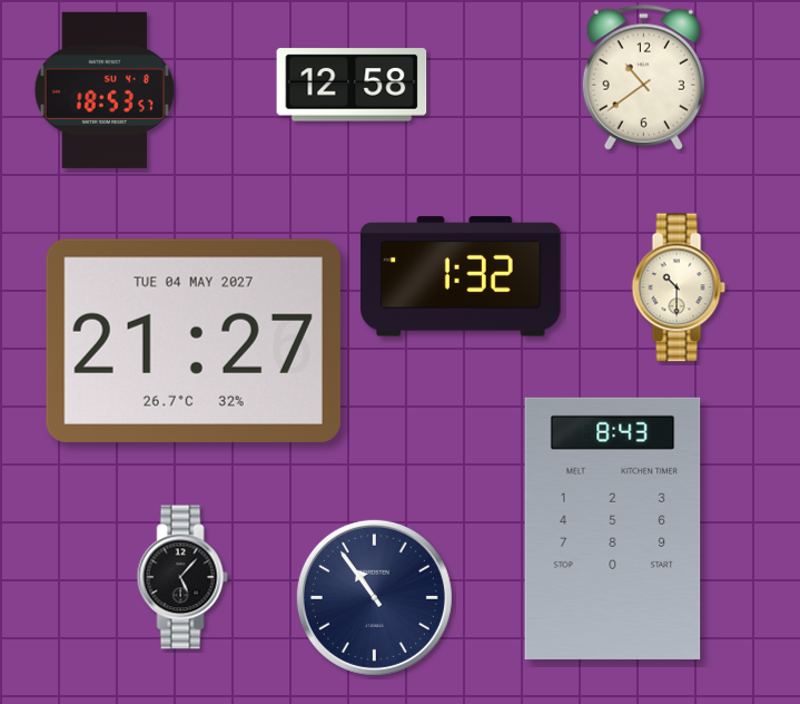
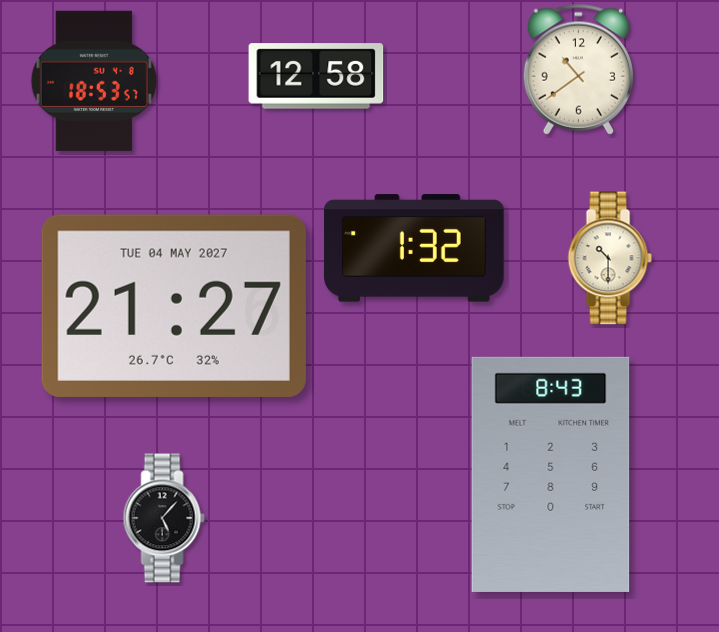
clock at (374, 597): 10:54 -> none
